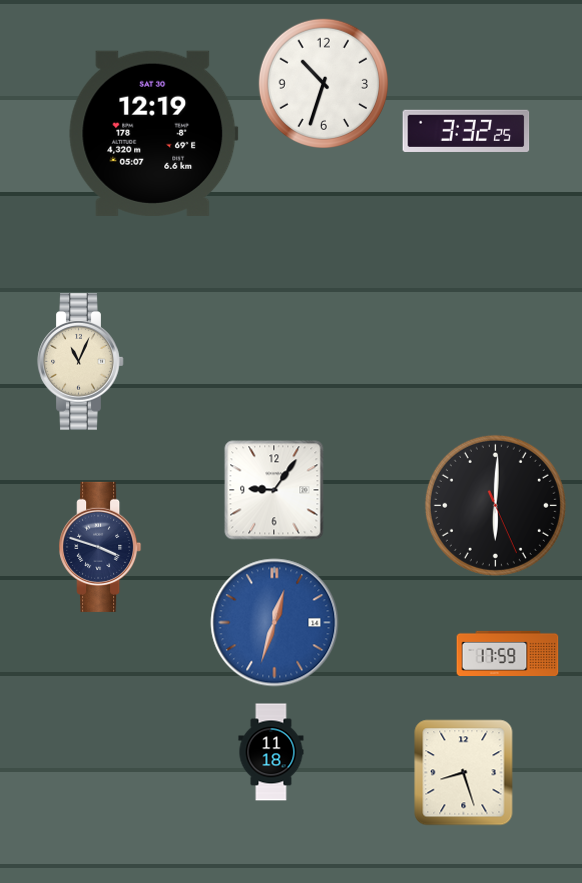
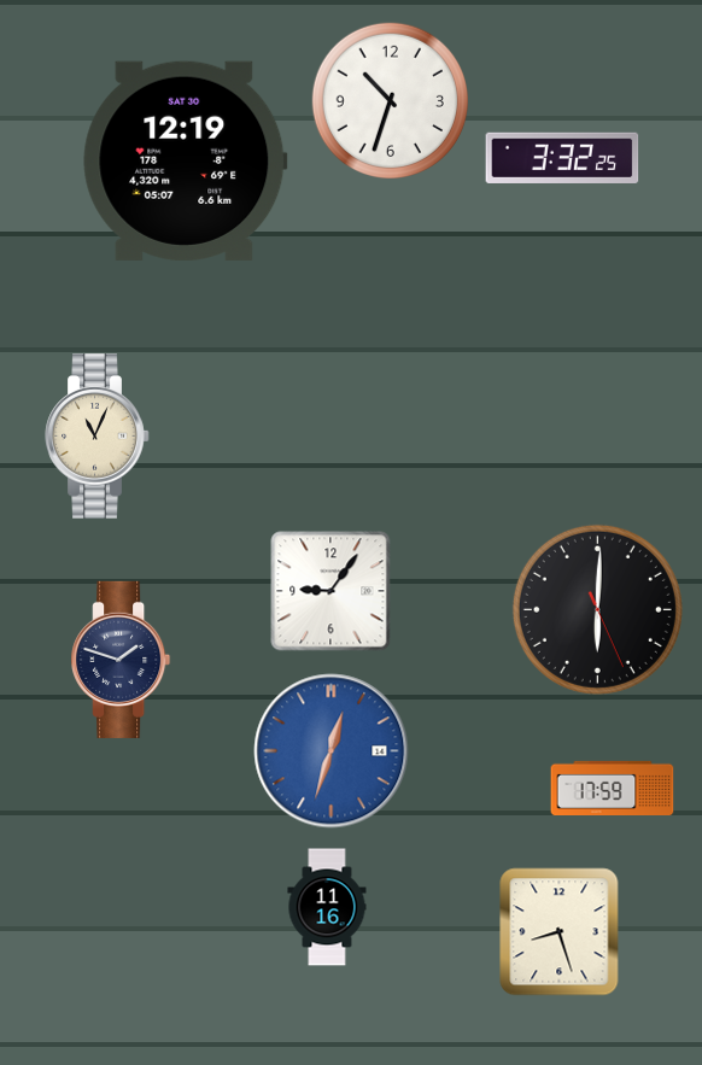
clock at (100, 547): 3:48 -> 1:48
clock at (271, 752): 11:18 -> 11:16
